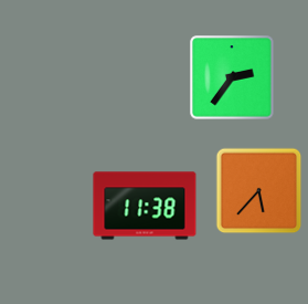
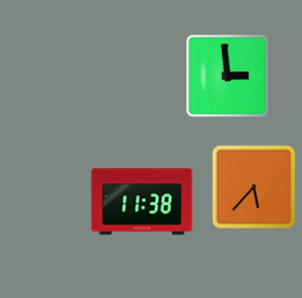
clock at (232, 77): 2:36 -> 2:59
